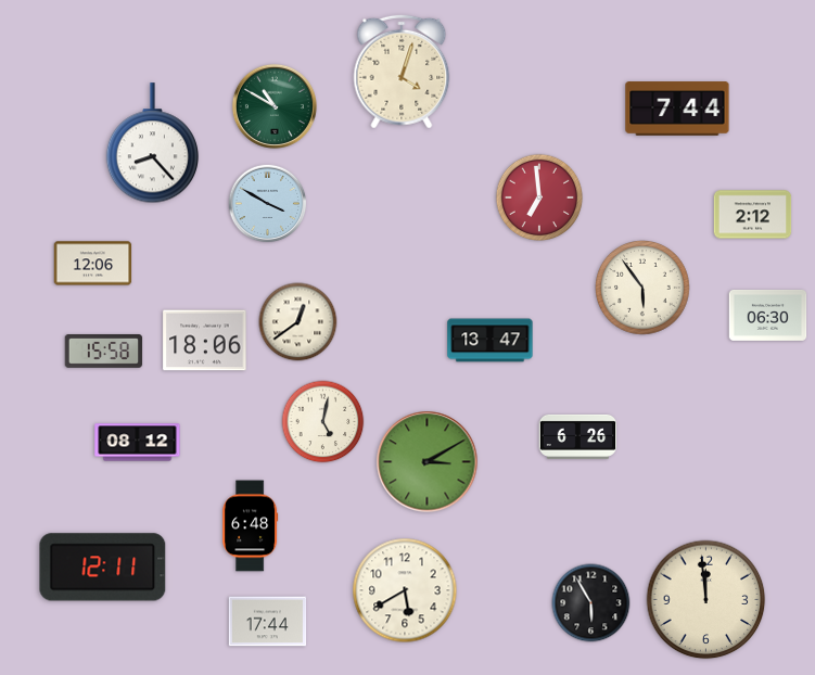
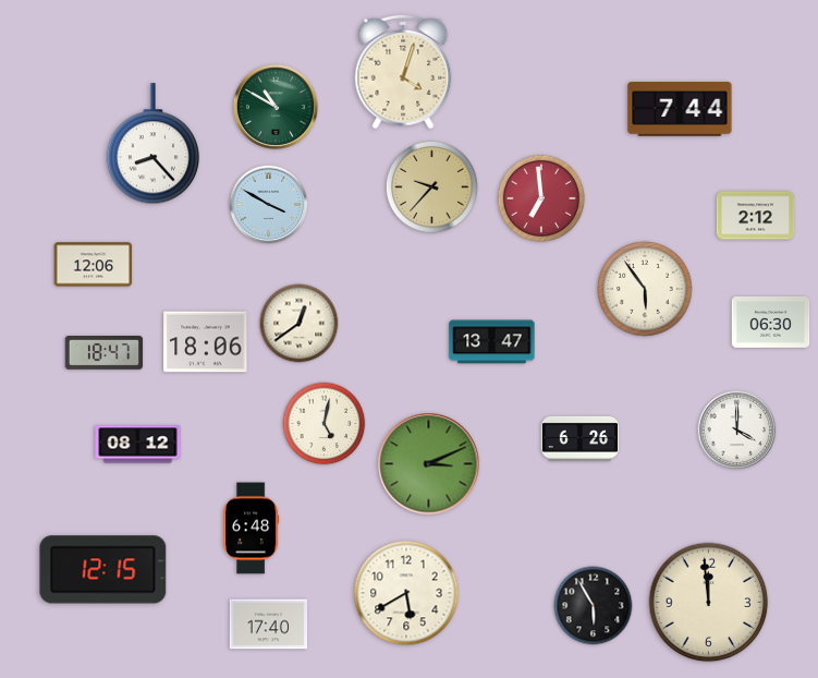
clock at (431, 186): none -> 9:37
clock at (768, 315) position: (768, 315) -> (771, 322)
clock at (104, 352): 15:58 -> 18:47
clock at (737, 431): none -> 4:00
clock at (428, 462): 3:10 -> 3:11
clock at (103, 568): 12:11 -> 12:15
clock at (268, 622): 17:44 -> 17:40
